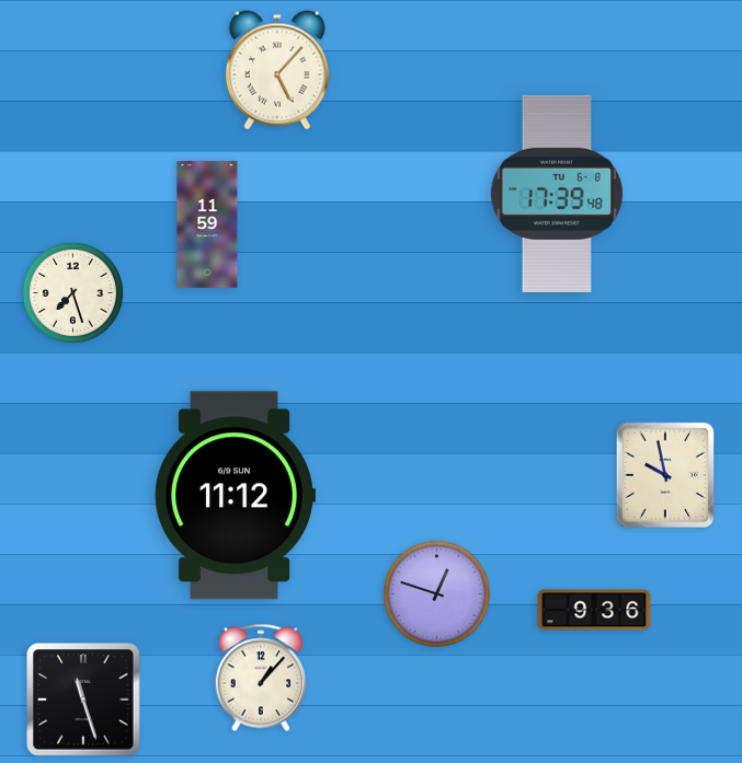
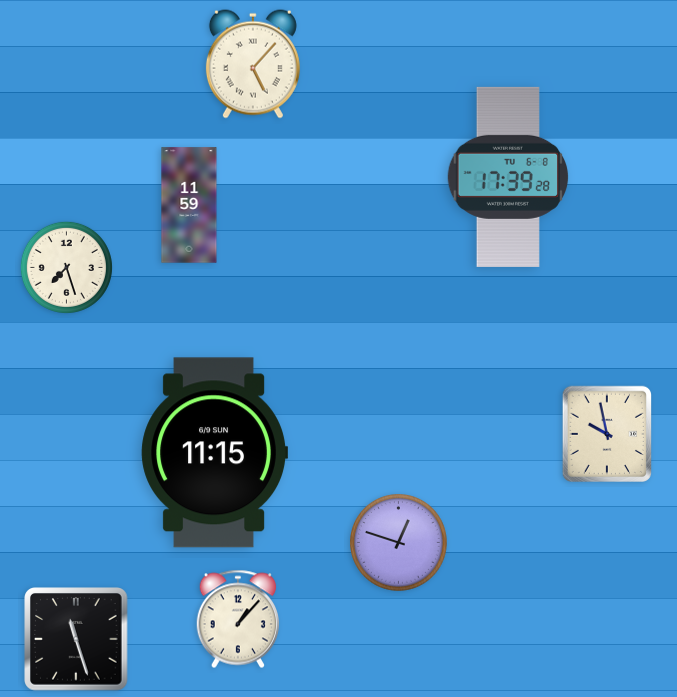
clock at (557, 194): 17:39:48 -> 17:39:28
clock at (235, 496): 11:12 -> 11:15
clock at (594, 610): 9:36 -> none
